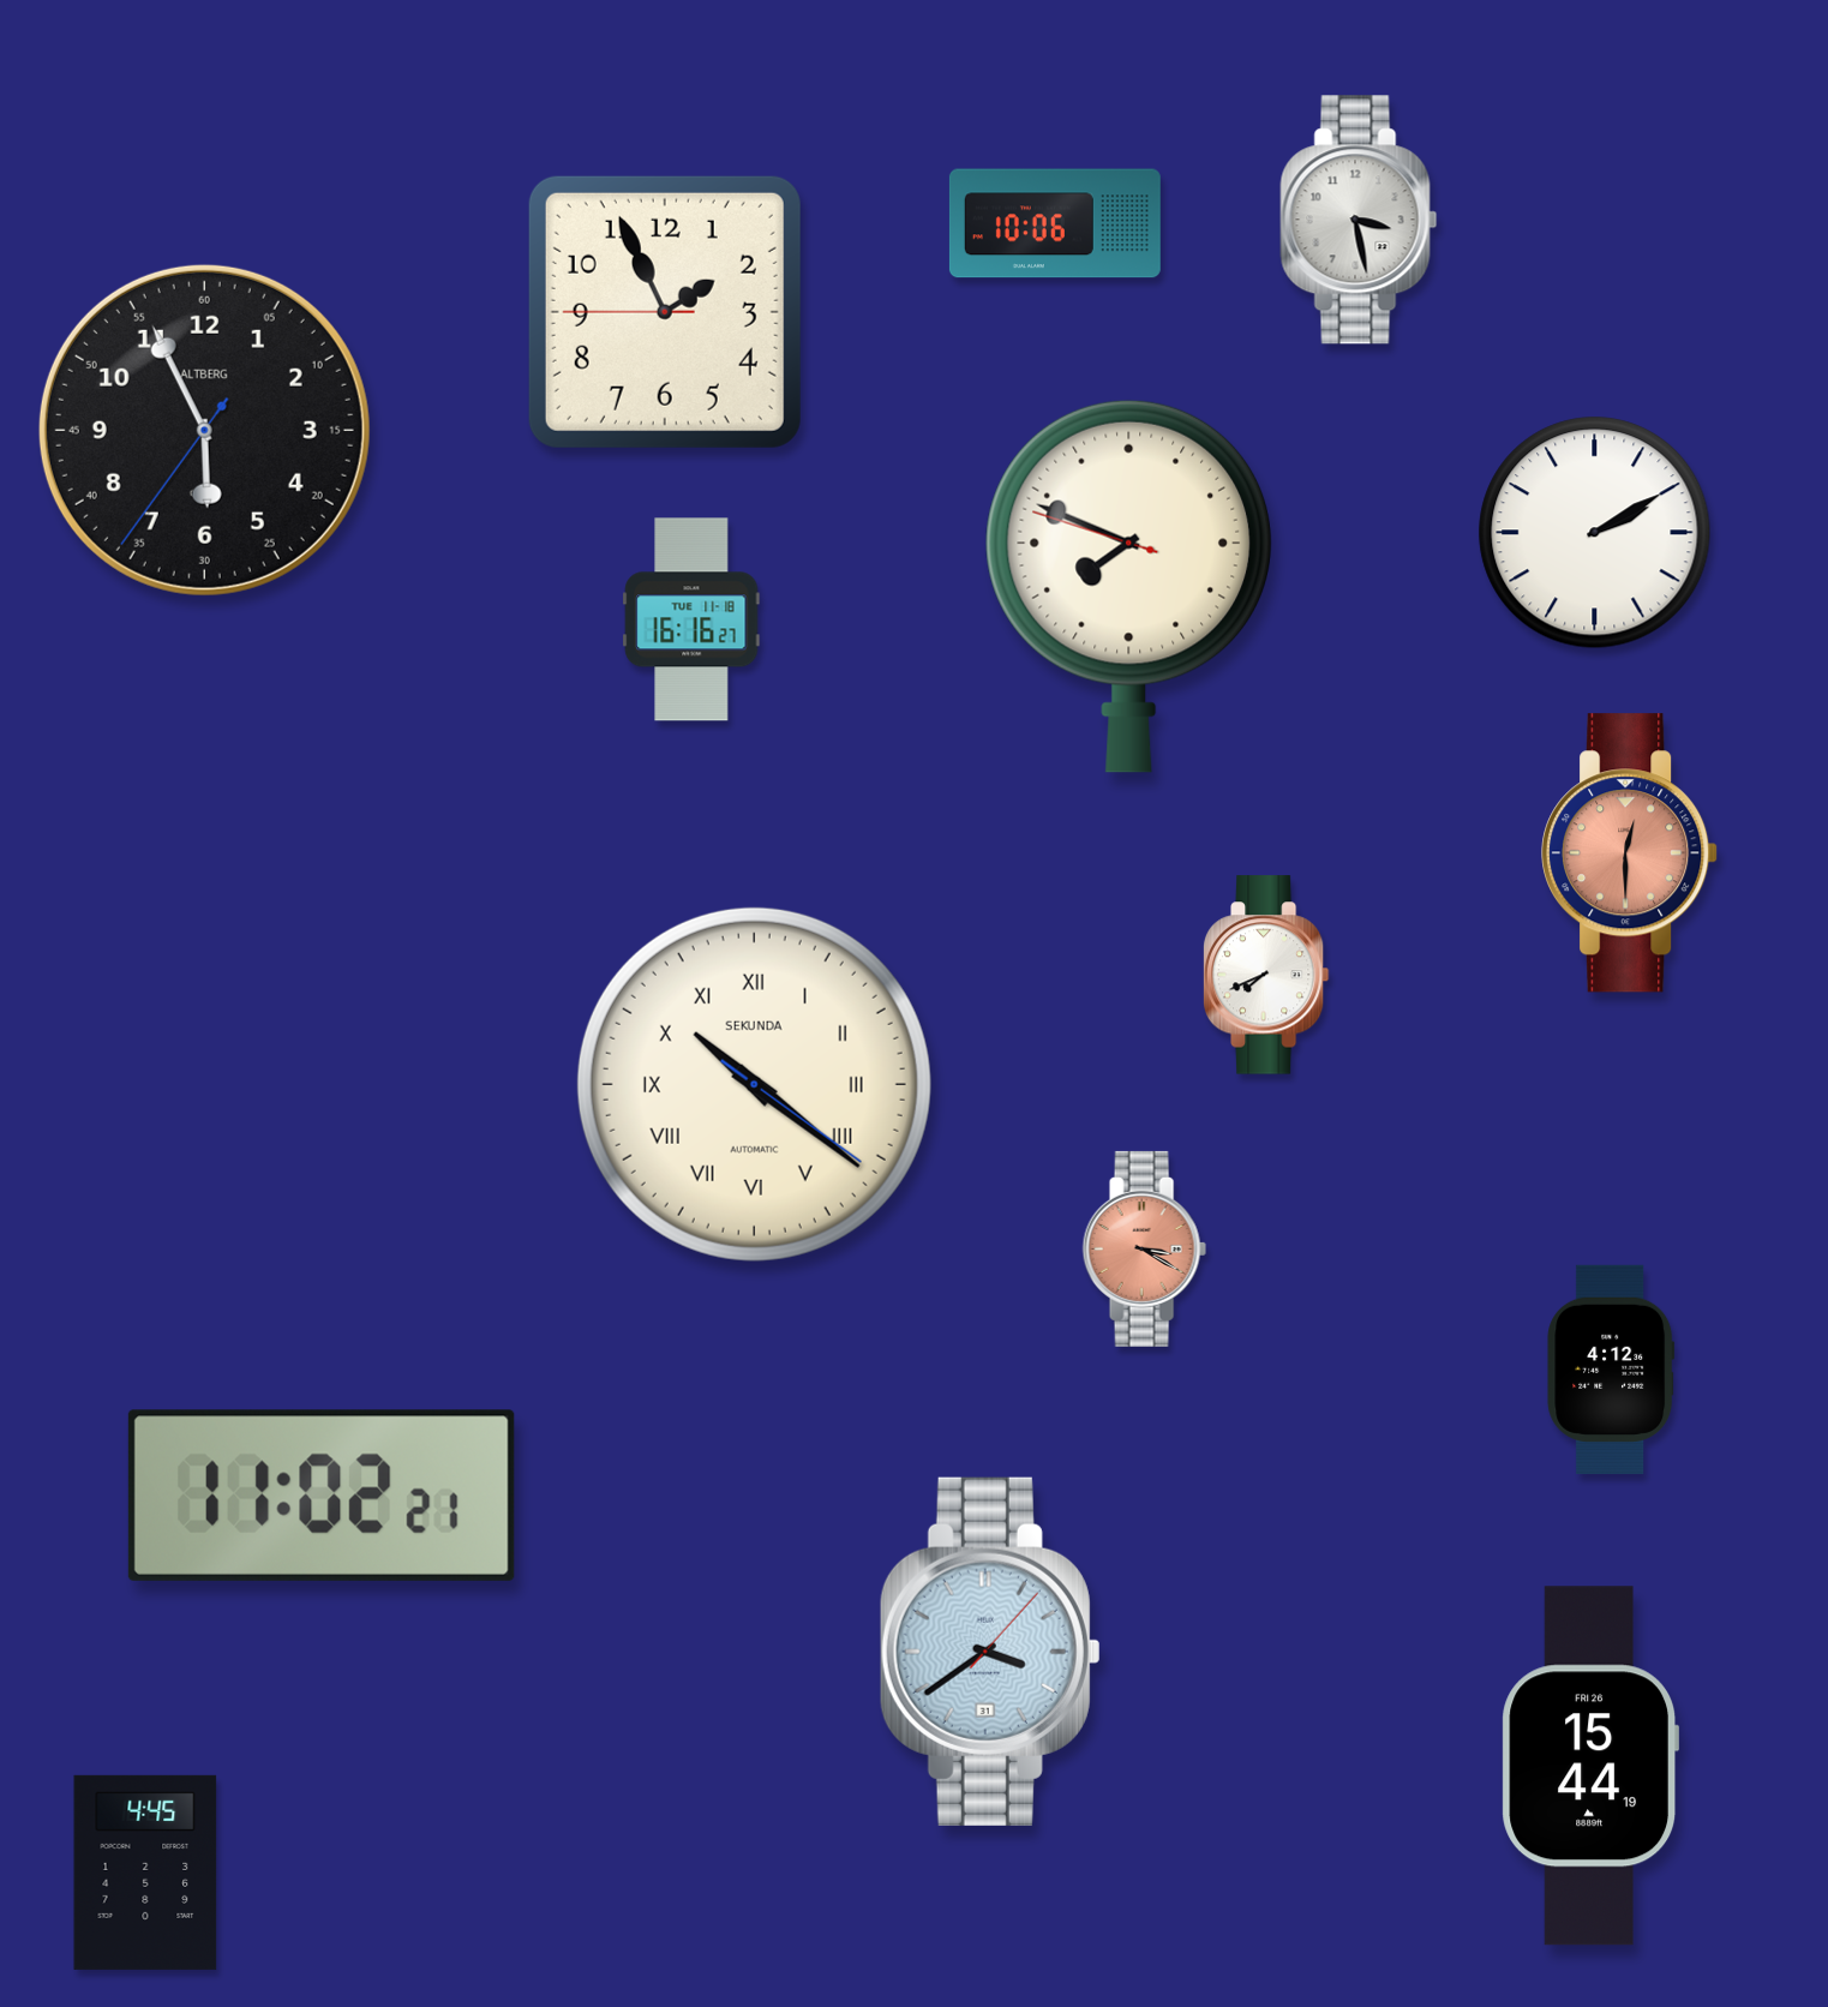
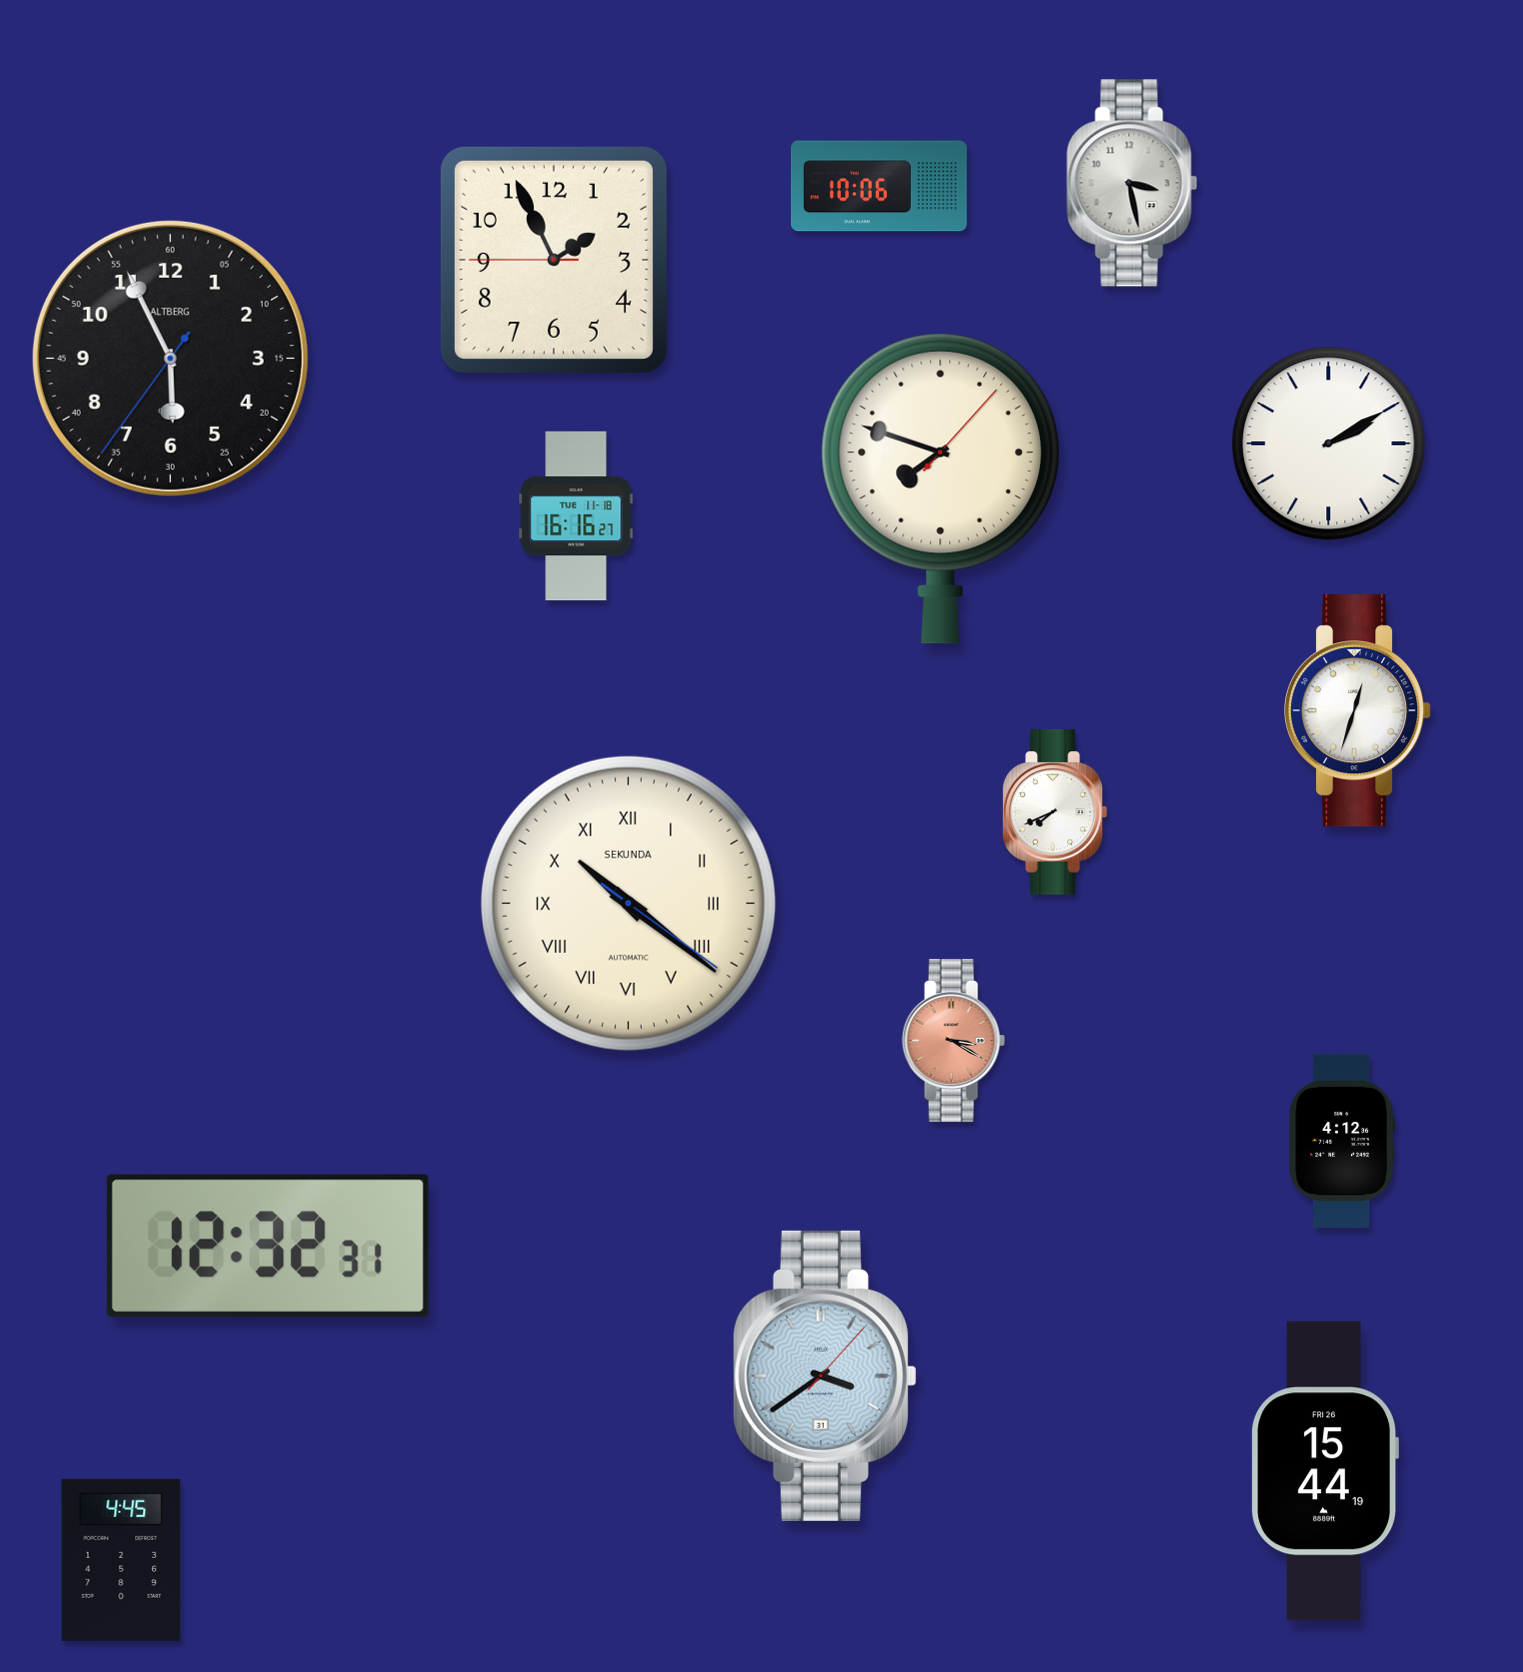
clock at (1128, 586): 7:48:48 -> 7:48:07
clock at (1630, 853): 12:30 -> 12:33
clock at (1630, 853) dial: salmon -> white
clock at (322, 1496): 11:02 -> 12:32
